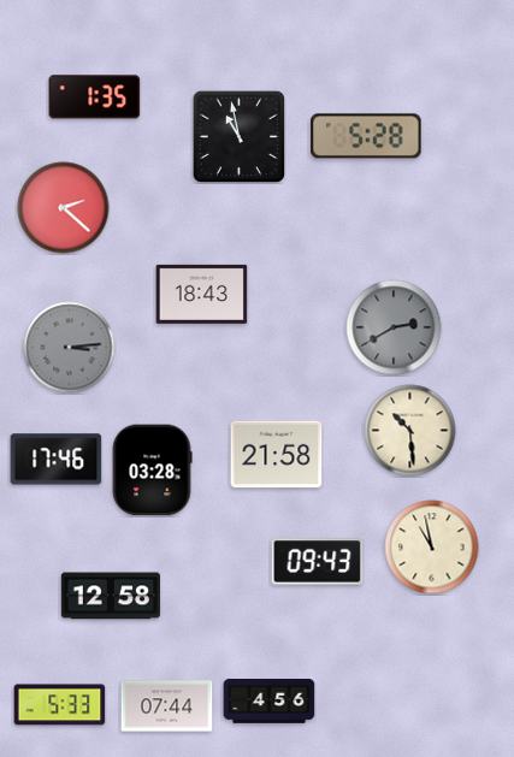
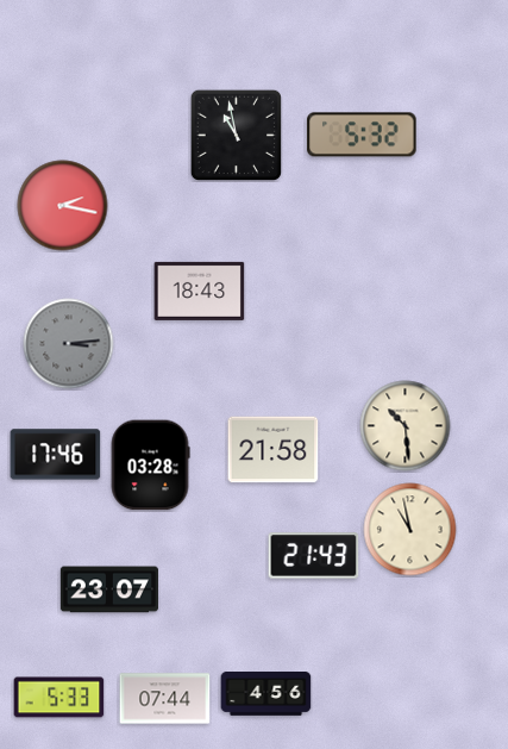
clock at (95, 97): 1:35 -> none
clock at (366, 136): 5:28 -> 5:32
clock at (64, 208): 2:22 -> 2:17
clock at (394, 327): 2:40 -> none
clock at (432, 548) position: (432, 548) -> (410, 530)
clock at (318, 562): 09:43 -> 21:43
clock at (111, 596): 12:58 -> 23:07
